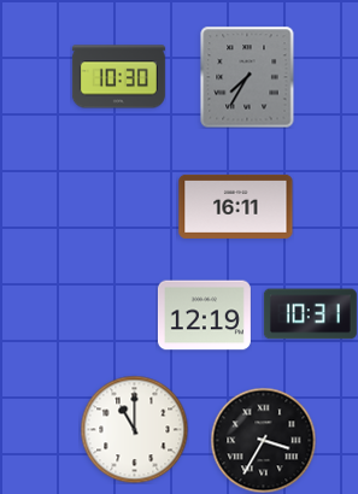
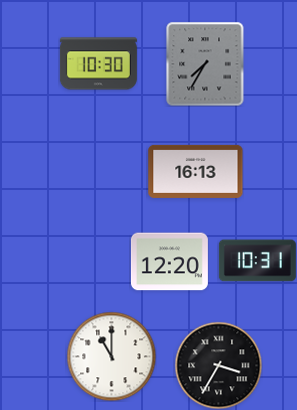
clock at (236, 206): 16:11 -> 16:13
clock at (204, 316): 12:19 -> 12:20
